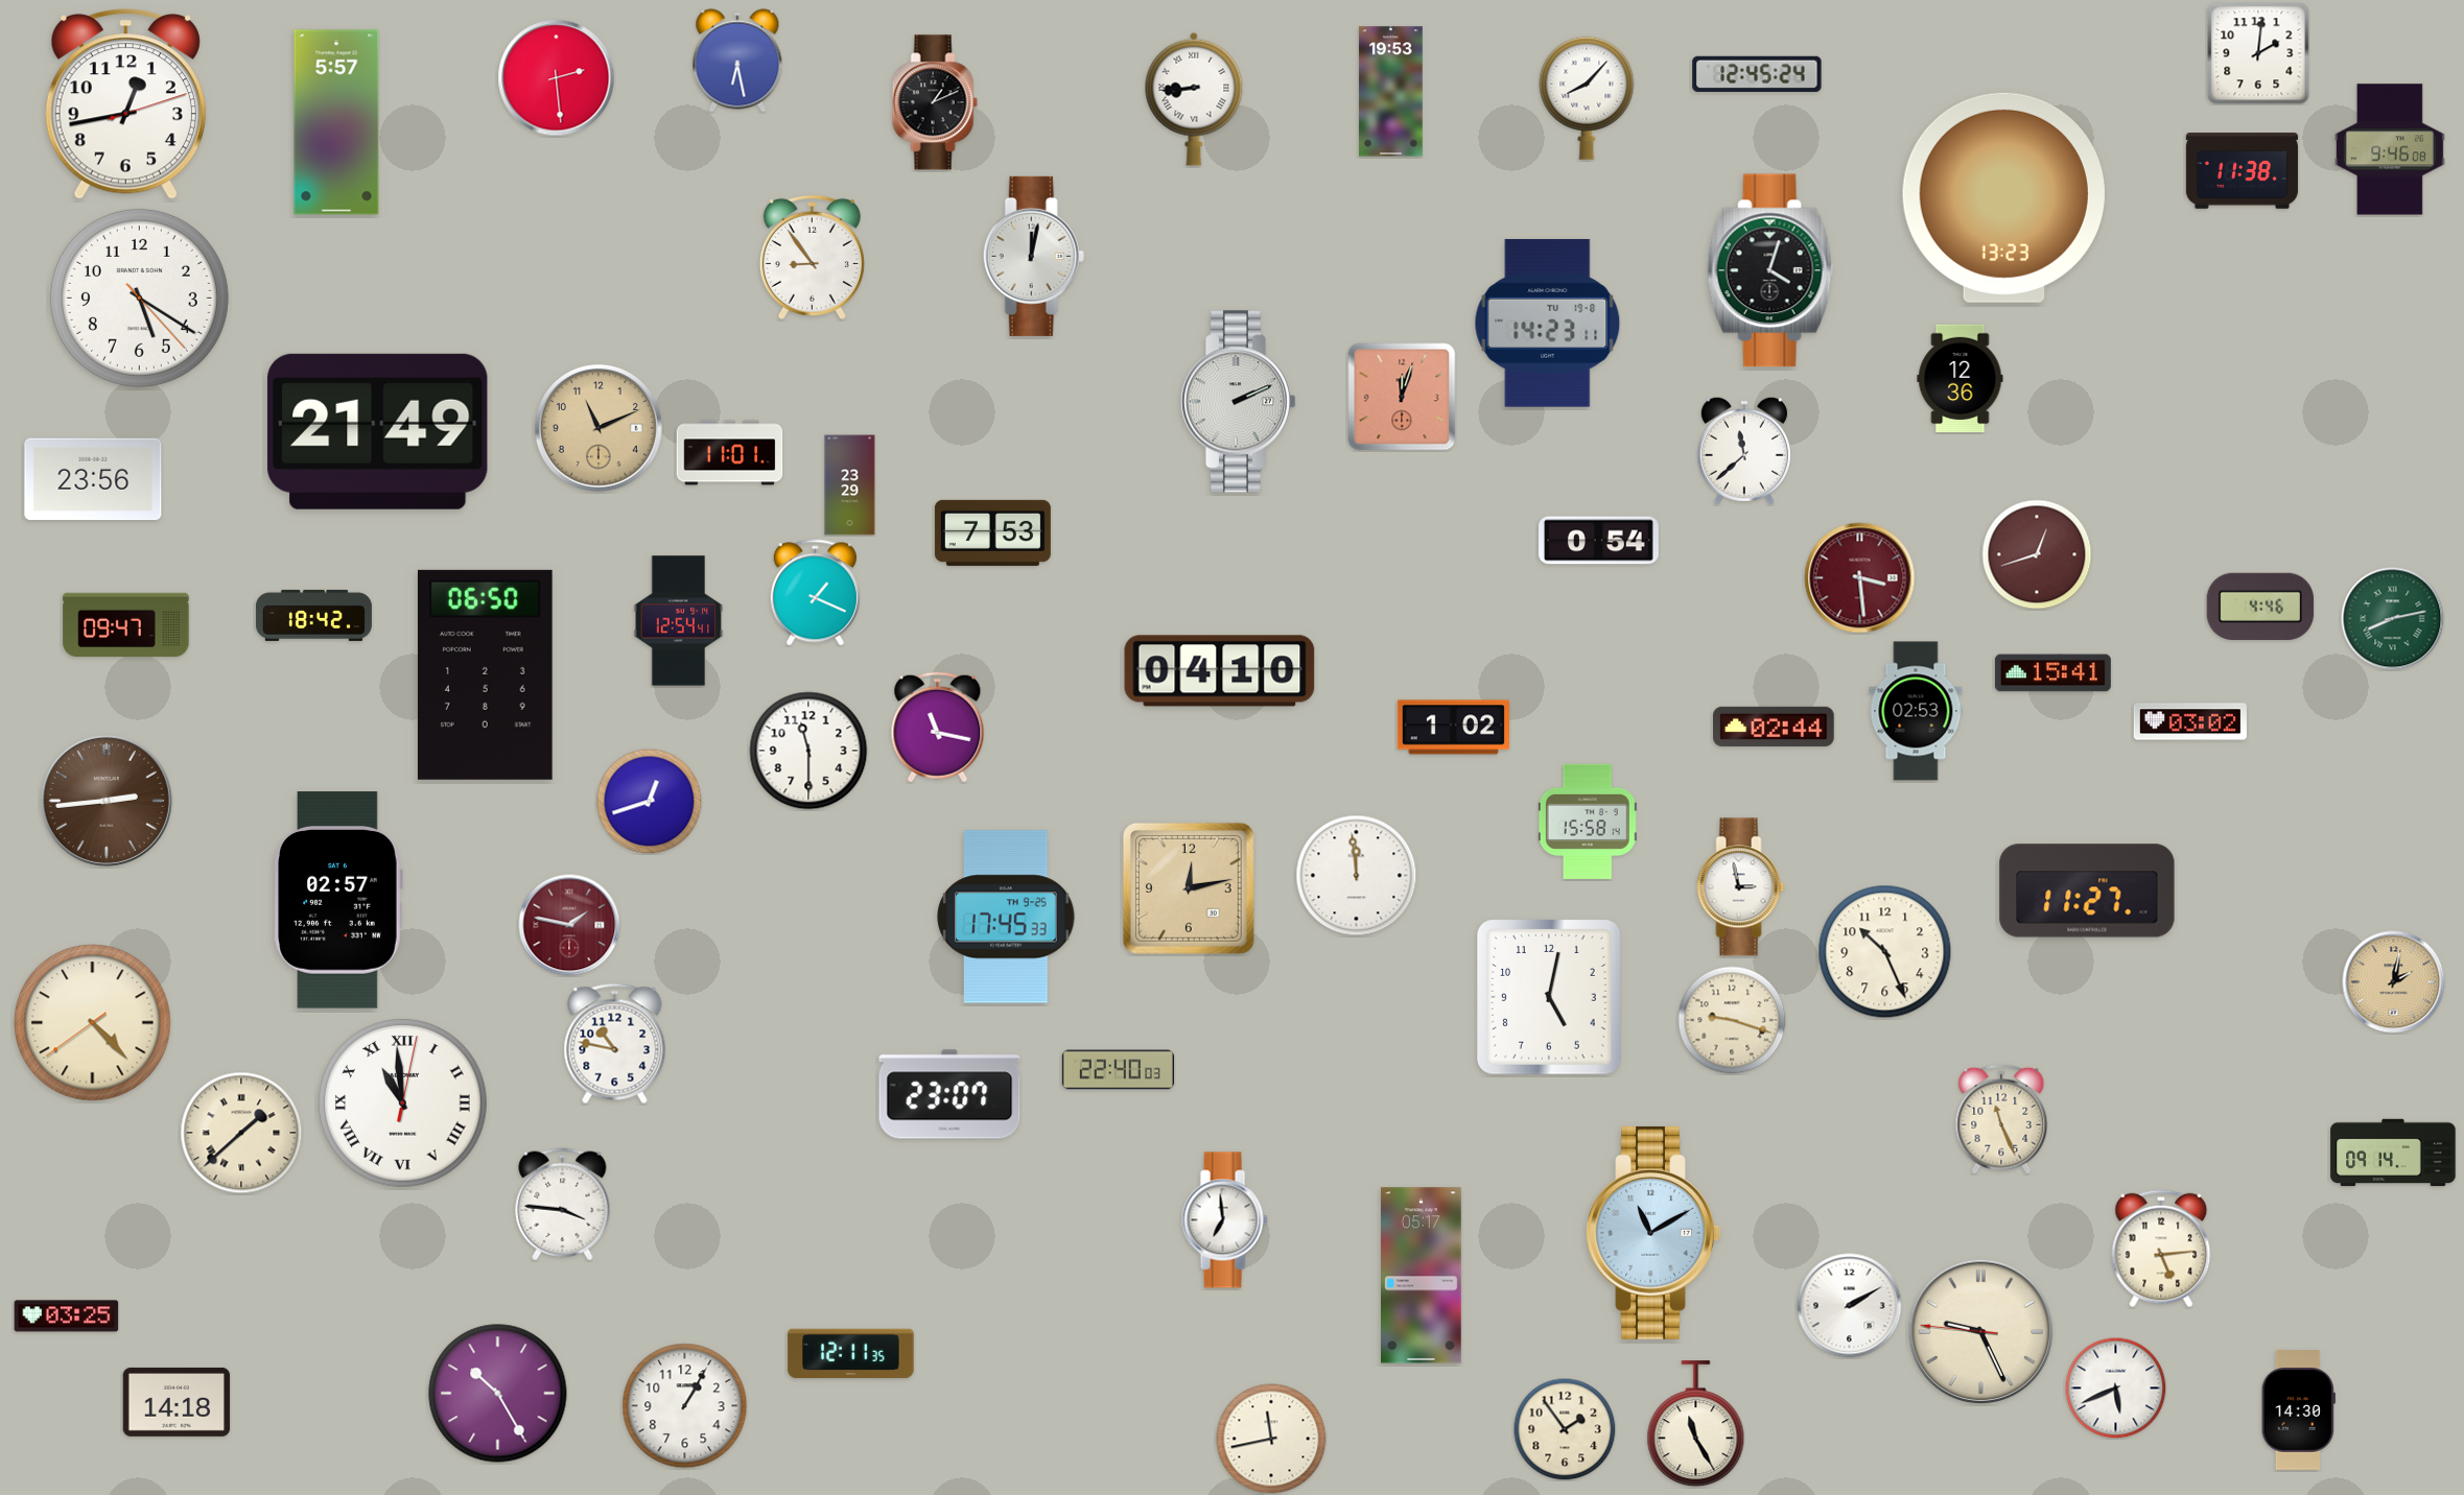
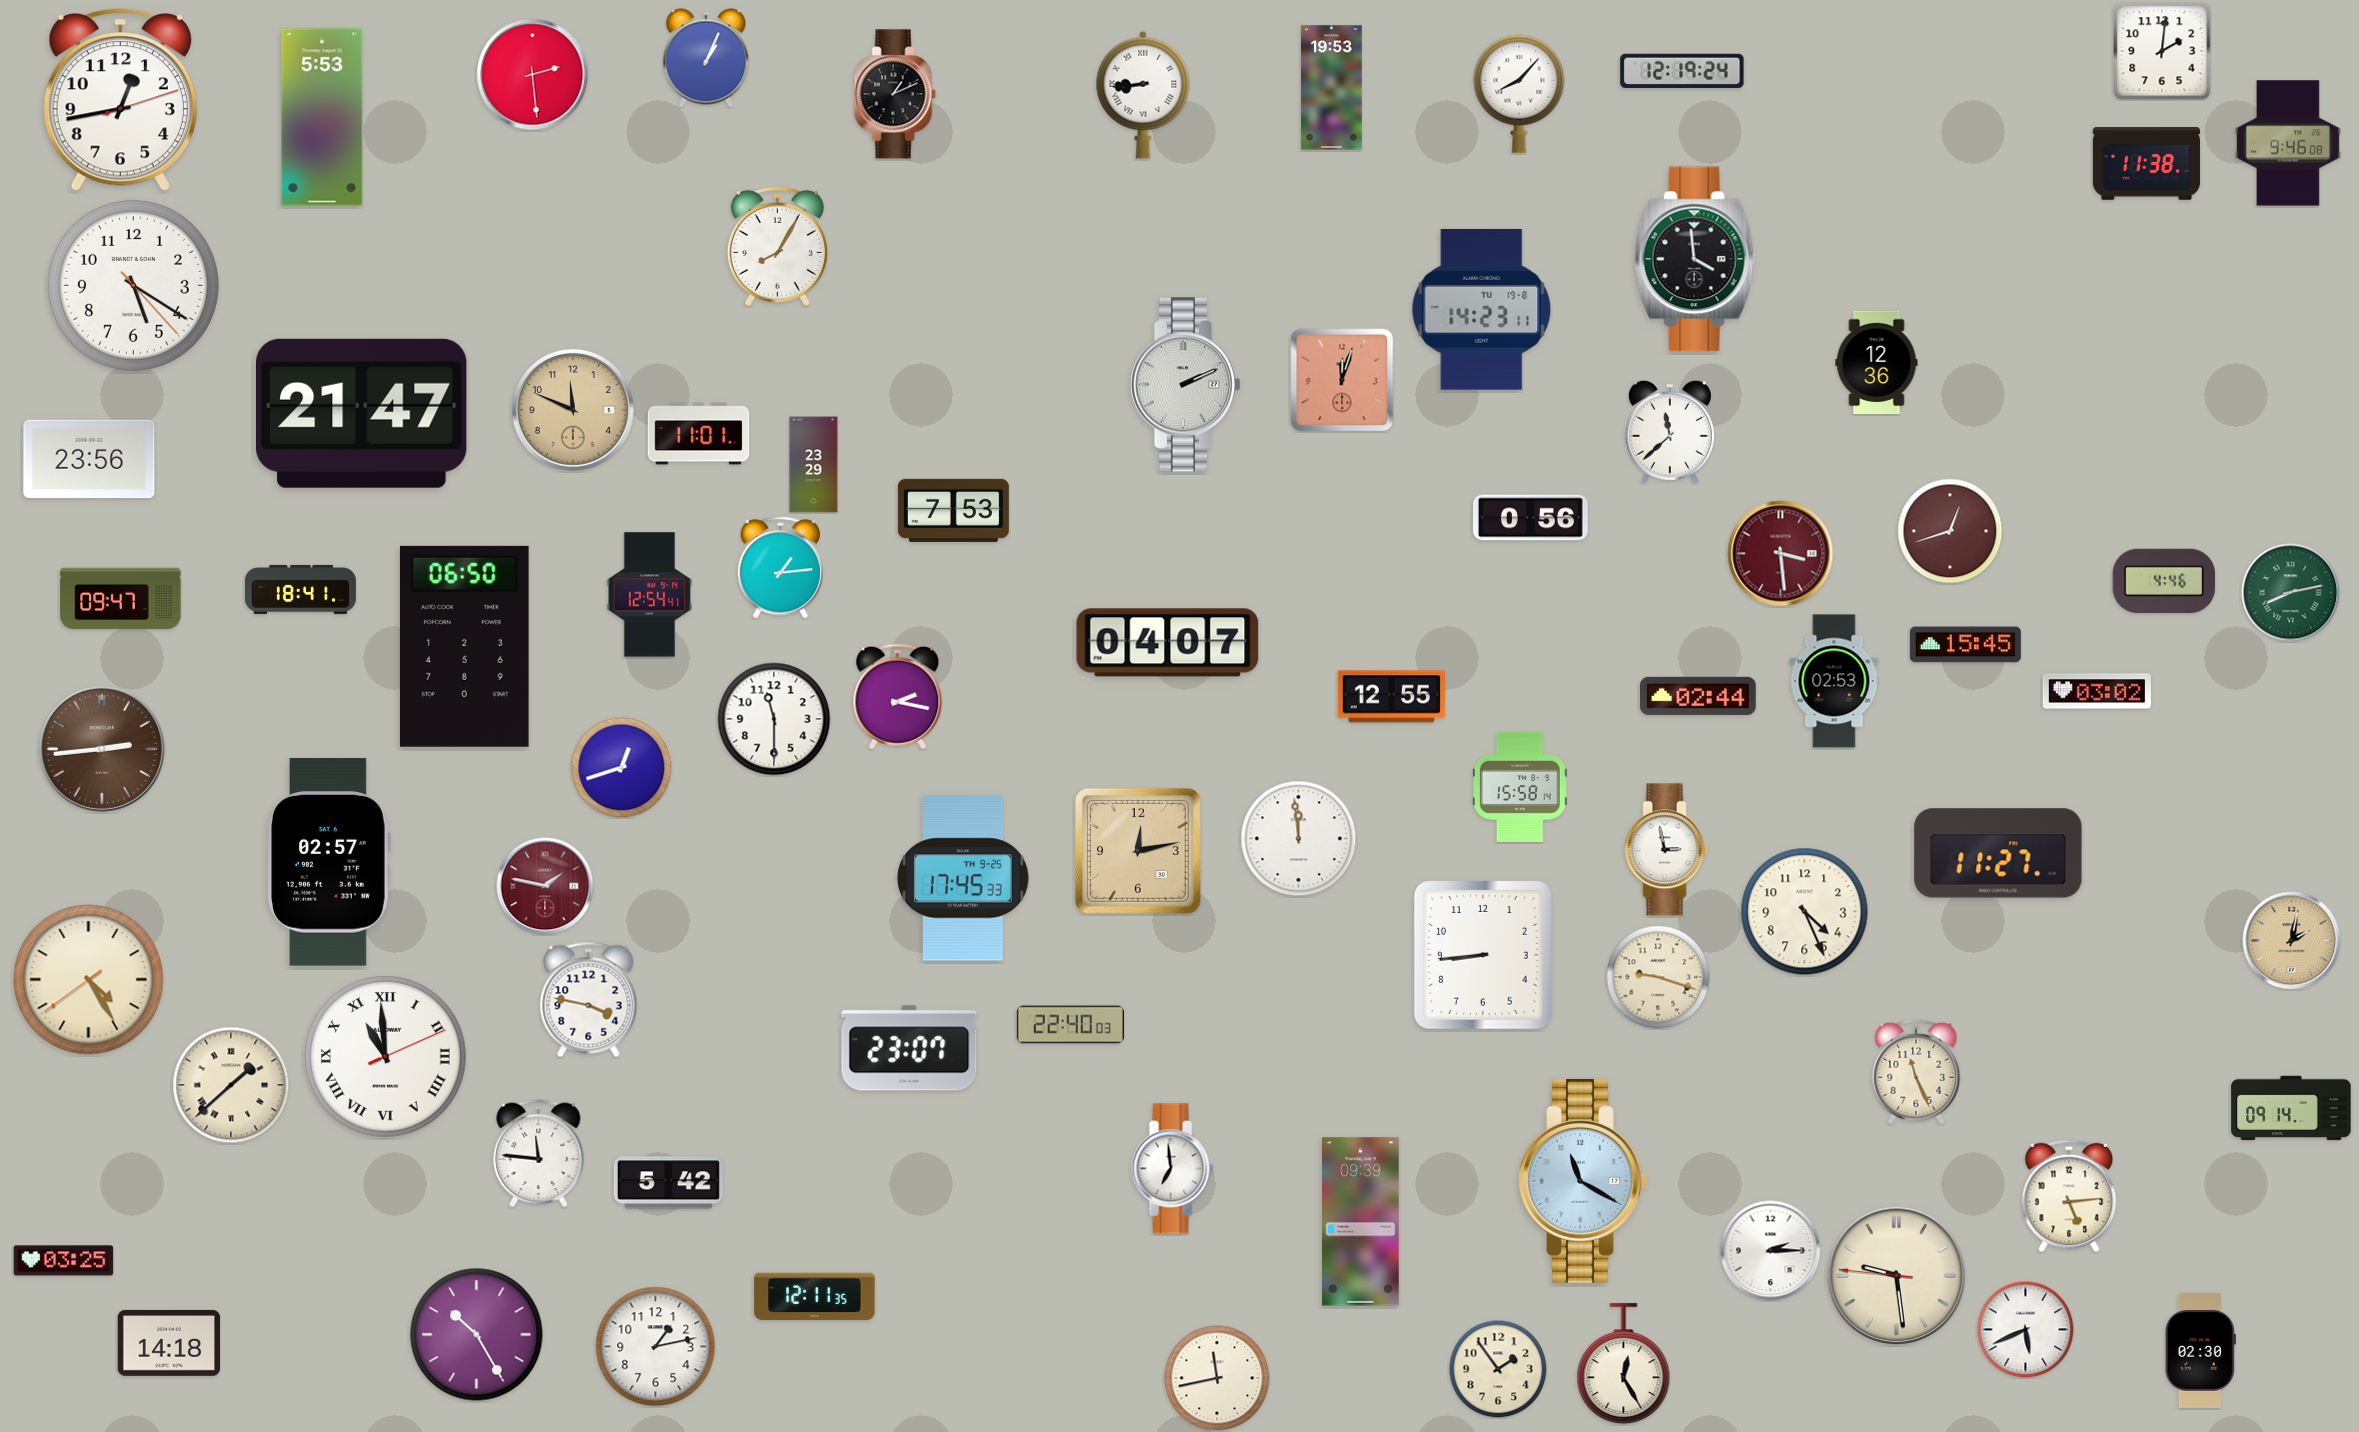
clock at (737, 61): 6:28 -> 1:04
clock at (1757, 74): 12:45 -> 12:19
clock at (935, 102) position: (935, 102) -> (895, 94)
clock at (336, 122): 5:57 -> 5:53
clock at (2003, 197): 13:23 -> none
clock at (1033, 256): 12:02 -> none
clock at (812, 257): 8:54 -> 8:05
clock at (1770, 270): 4:03 -> 3:59
clock at (599, 428): 11:11 -> 11:49
clock at (378, 431): 21:49 -> 21:47
clock at (992, 532) position: (992, 532) -> (953, 510)
clock at (1599, 541): 0:54 -> 0:56
clock at (815, 593): 1:19 -> 1:14
clock at (313, 615): 18:42 -> 18:41
clock at (1220, 671): 04:10 -> 04:07
clock at (2052, 673): 15:41 -> 15:45
clock at (938, 728): 11:17 -> 2:17
clock at (1453, 728): 1:02 -> 12:55
clock at (107, 801) position: (107, 801) -> (102, 749)
clock at (338, 900) position: (338, 900) -> (329, 862)
clock at (1885, 952): 10:26 -> 4:26
clock at (1549, 998): 5:02 -> 8:44
clock at (93, 1023): 4:22 -> 4:24
clock at (615, 1044): 10:47 -> 3:47
clock at (403, 1104): 10:59:02 -> 10:59:11
clock at (2393, 1153) position: (2393, 1153) -> (2291, 1108)
clock at (563, 1205): 3:46 -> 11:46
clock at (1653, 1233): 11:10 -> 11:20
clock at (668, 1183): none -> 5:42
clock at (1422, 1276): 05:17 -> 09:39
clock at (1850, 1306): 2:10 -> 2:15
clock at (1981, 1332): 9:25 -> 9:28
clock at (685, 1406): 1:05 -> 1:13
clock at (2298, 1410): 14:30 -> 02:30
clock at (1696, 1424): 11:25 -> 12:25
